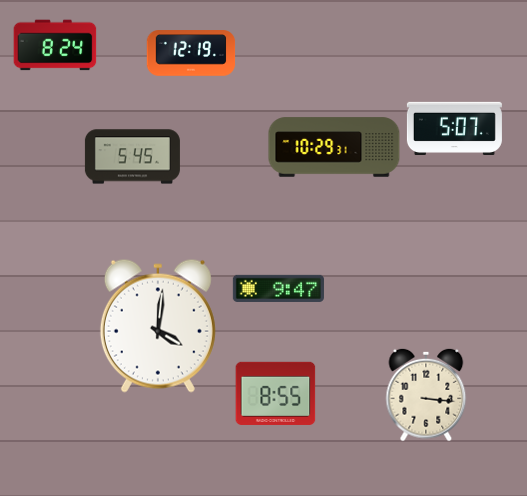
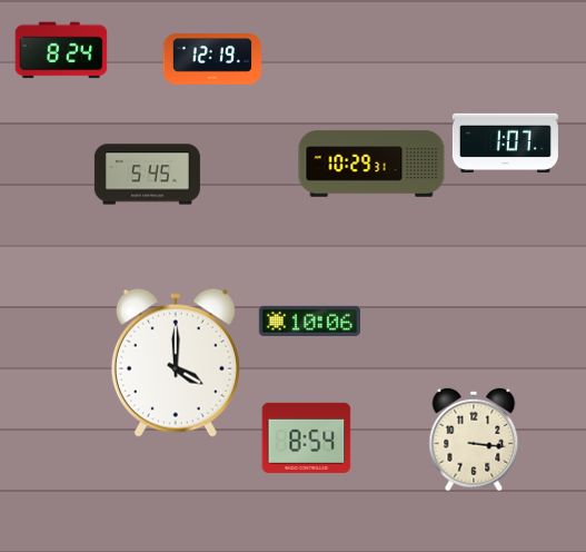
clock at (454, 128): 5:07 -> 1:07
clock at (278, 288): 9:47 -> 10:06
clock at (158, 326): 4:01 -> 4:00
clock at (275, 393): 8:55 -> 8:54
